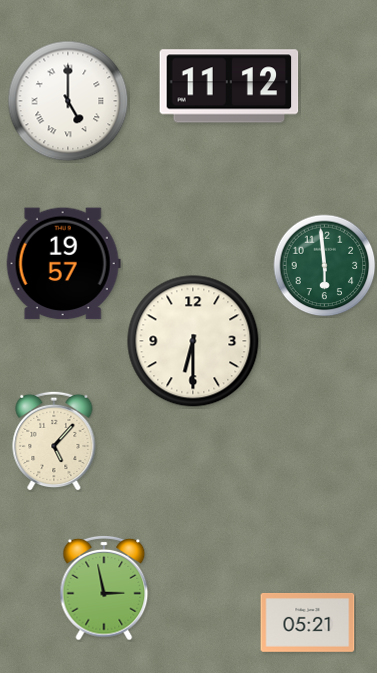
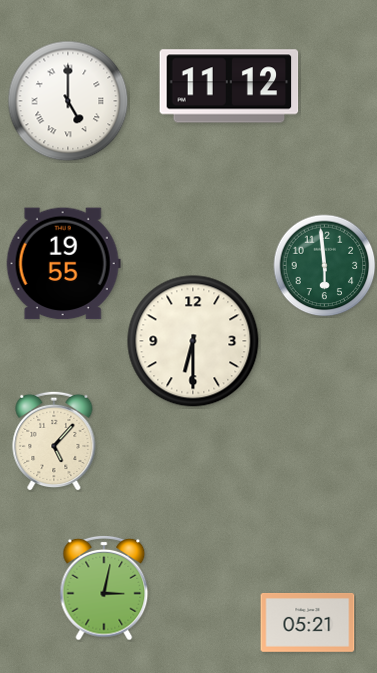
clock at (63, 264): 19:57 -> 19:55
clock at (104, 588): 2:58 -> 3:02
